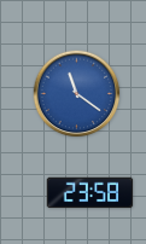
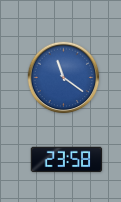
clock at (90, 193) position: (90, 193) -> (67, 160)
